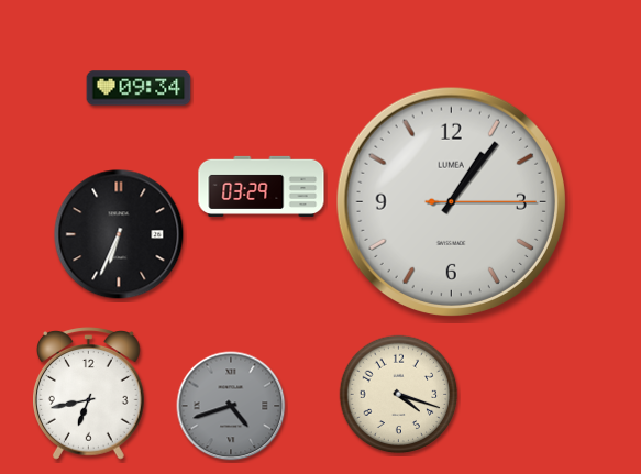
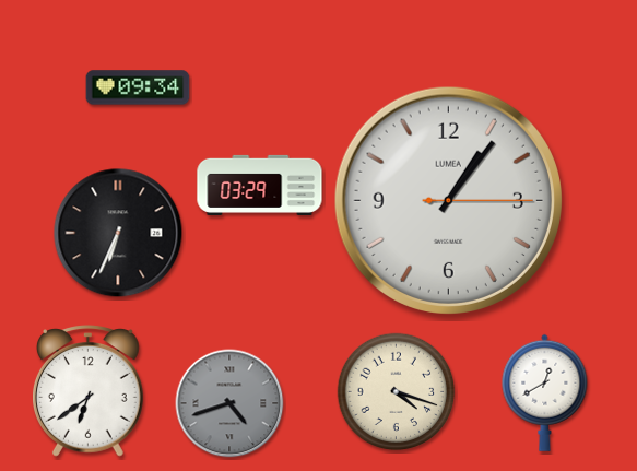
clock at (89, 394): 6:43 -> 6:39
clock at (545, 392): none -> 12:40
